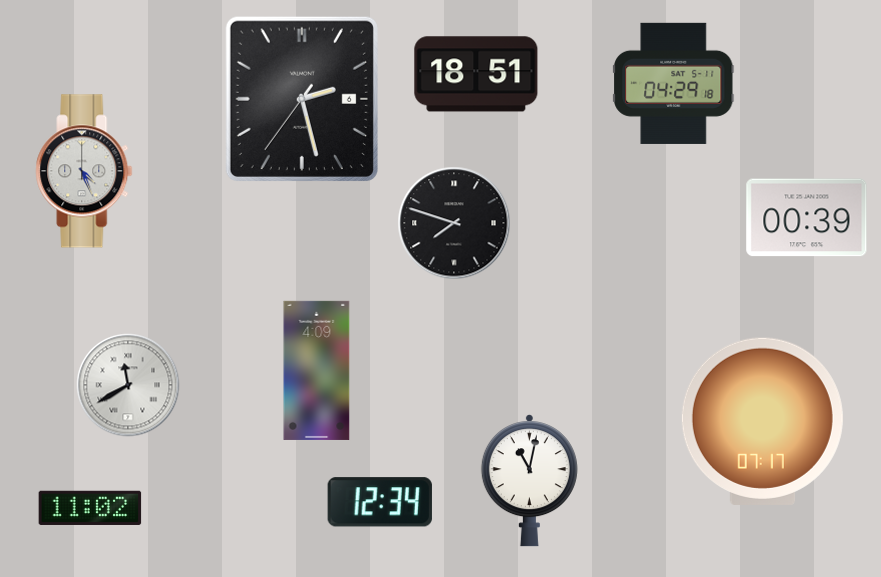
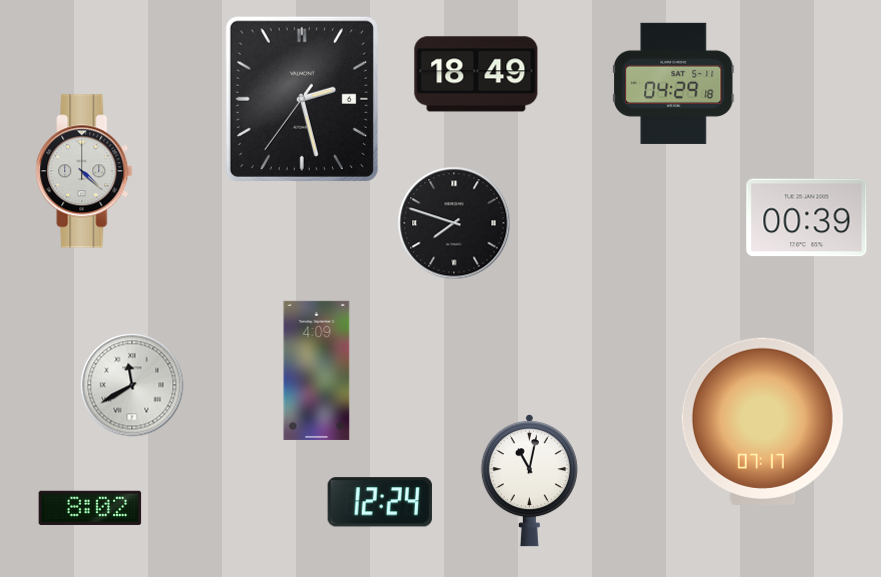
clock at (476, 74): 18:51 -> 18:49
clock at (84, 171): 4:26 -> 4:22
clock at (128, 385) position: (128, 385) -> (132, 385)
clock at (380, 502): 12:34 -> 12:24
clock at (90, 507): 11:02 -> 8:02
